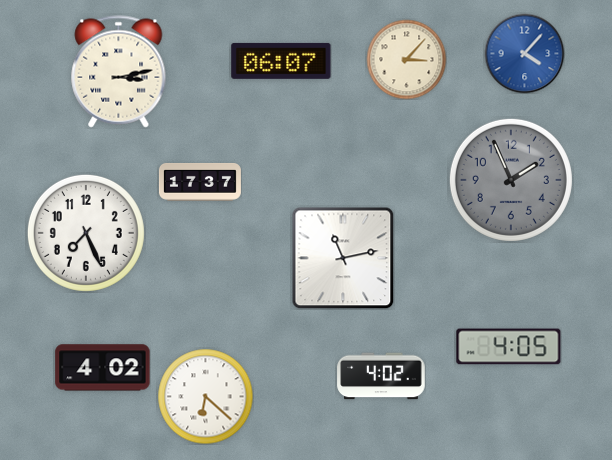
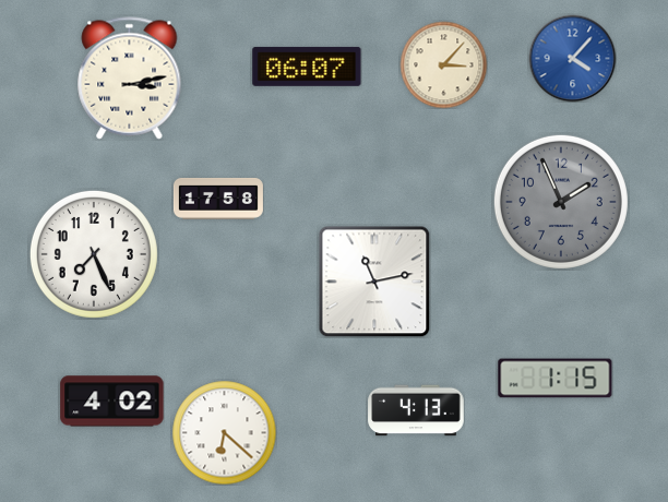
clock at (511, 180) position: (511, 180) -> (561, 202)
clock at (200, 182): 17:37 -> 17:58
clock at (509, 347): 4:05 -> 1:15
clock at (381, 376): 4:02 -> 4:13
